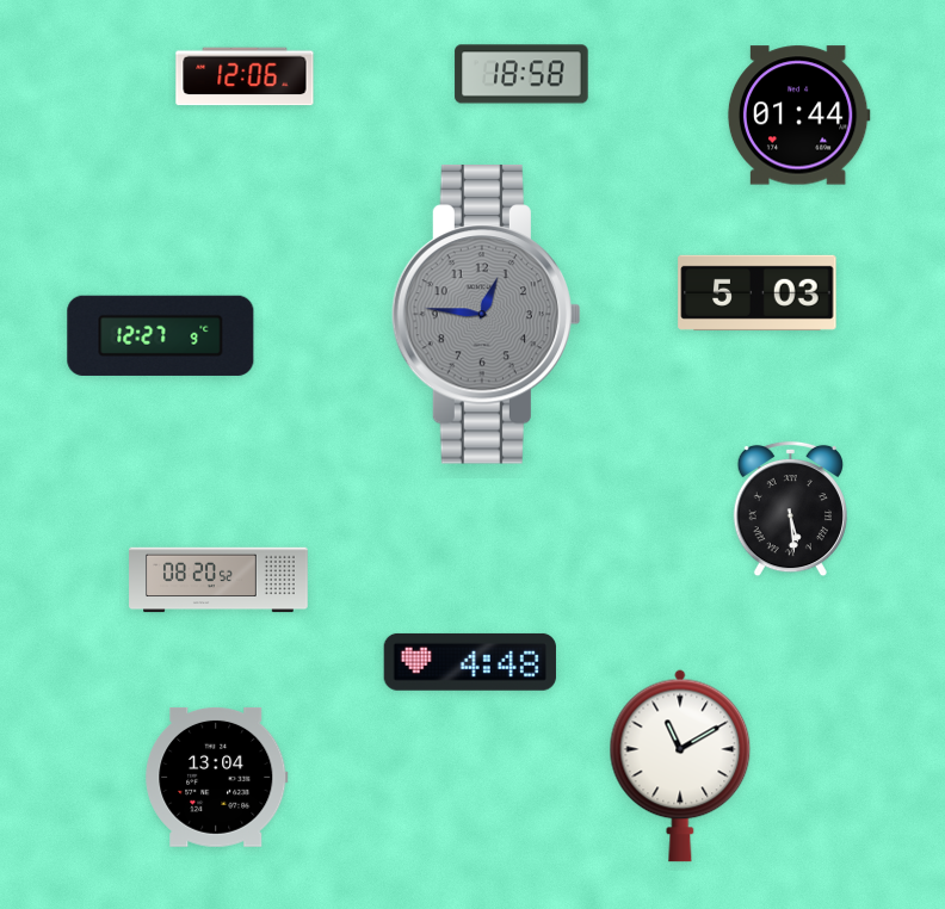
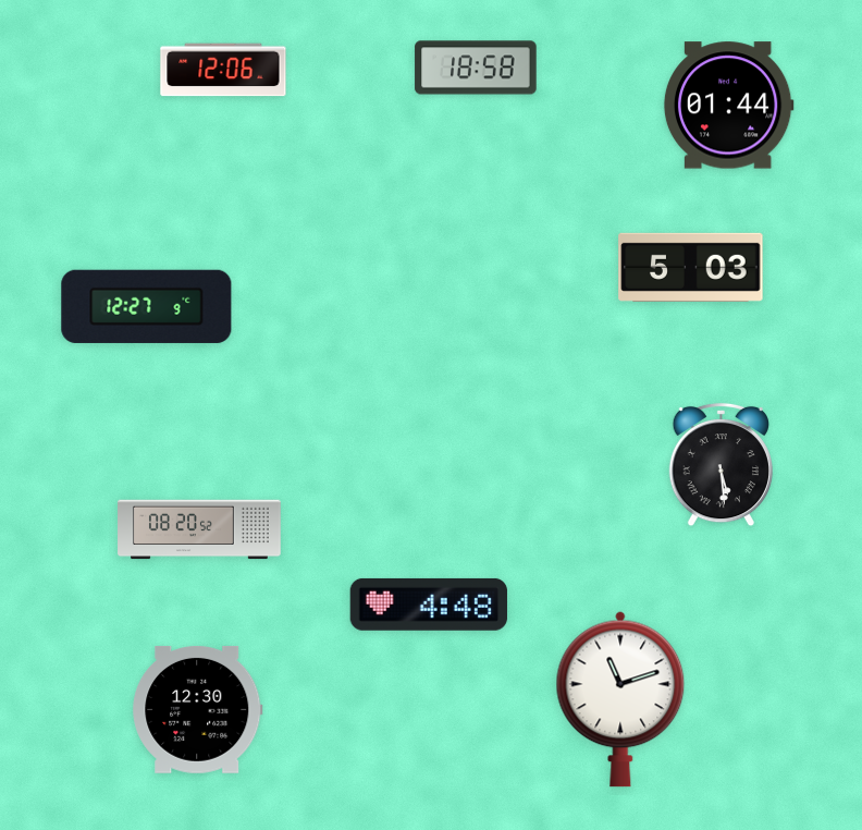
clock at (486, 315): 12:46 -> none
clock at (680, 766): 11:10 -> 11:12
clock at (217, 777): 13:04 -> 12:30
